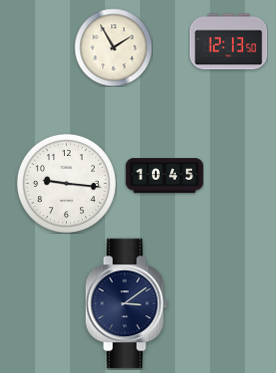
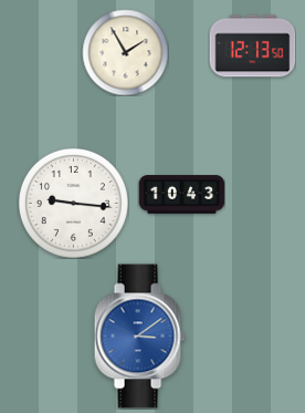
clock at (164, 176): 10:45 -> 10:43
clock at (126, 304) dial: navy -> blue
